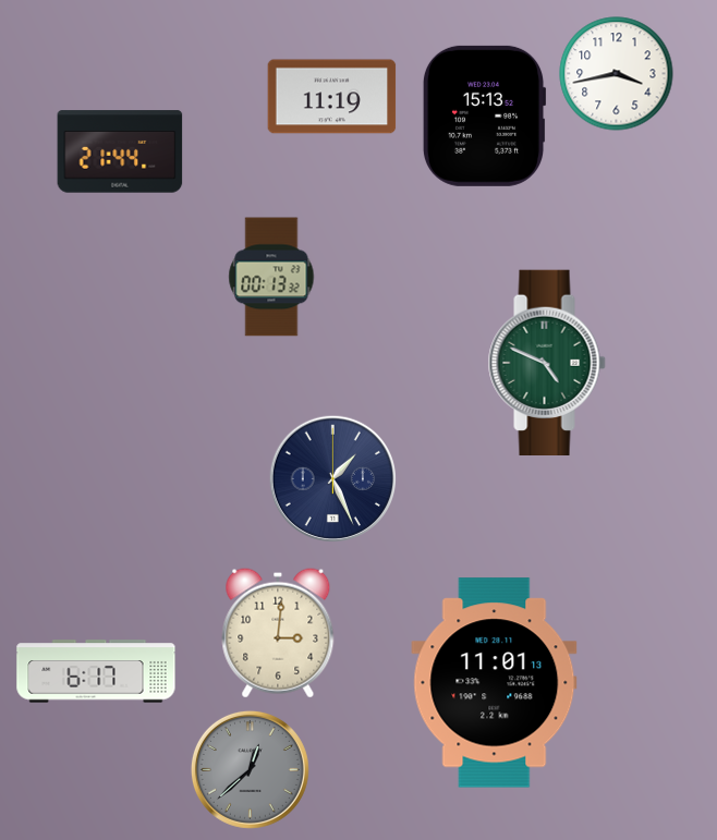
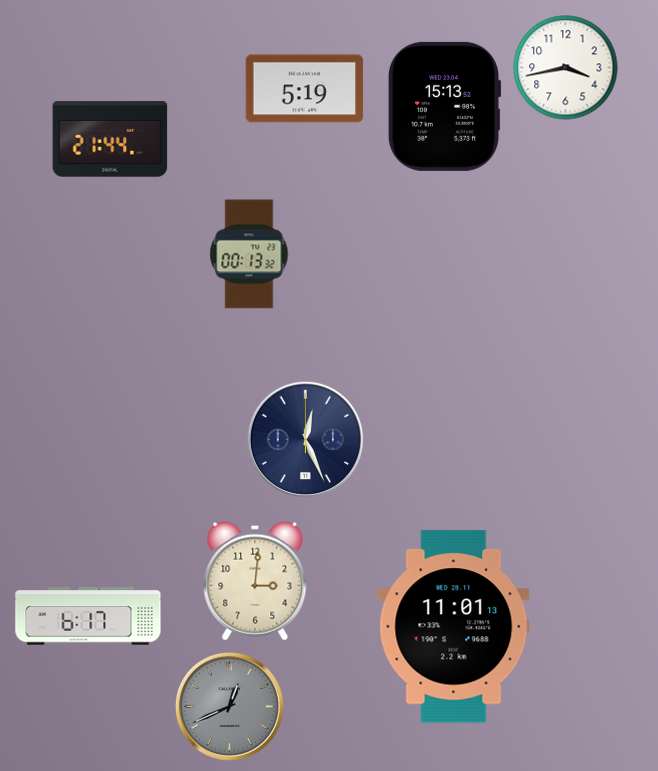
clock at (332, 97): 11:19 -> 5:19
clock at (547, 362): 4:49 -> none
clock at (332, 478): 1:26 -> 12:26
clock at (250, 769): 12:38 -> 12:41
